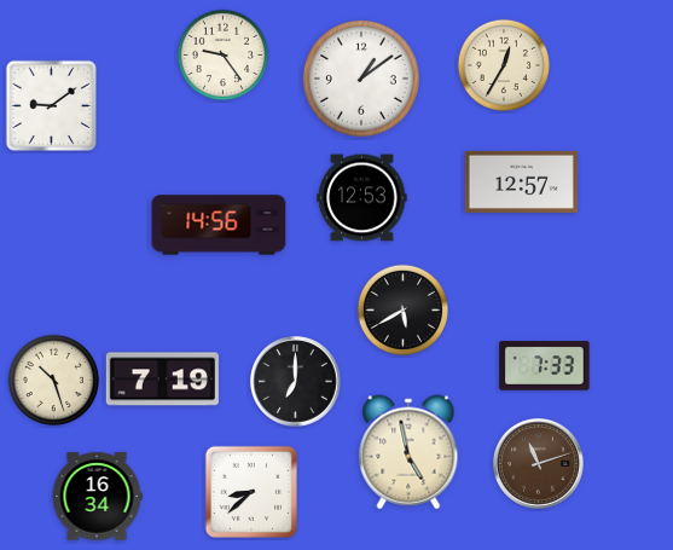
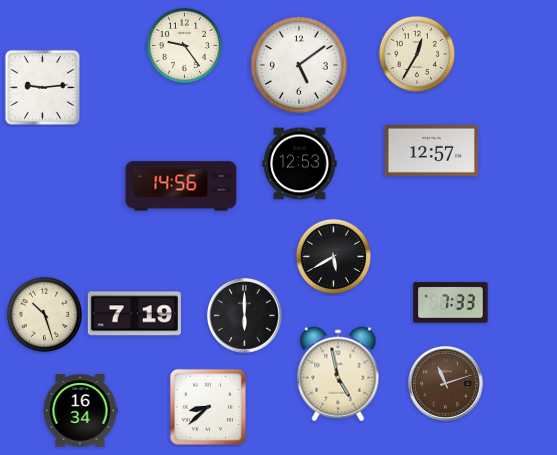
clock at (361, 79): 1:09 -> 5:09
clock at (52, 106): 9:09 -> 9:14
clock at (296, 382): 7:00 -> 6:00
